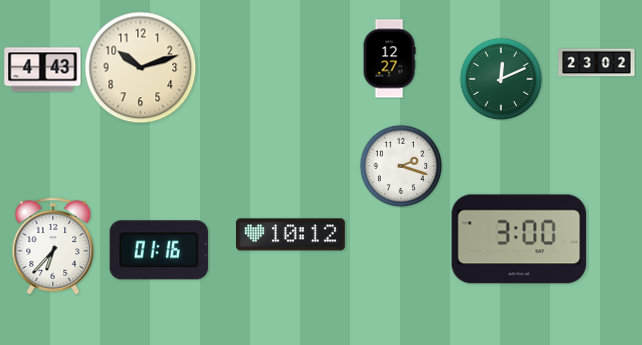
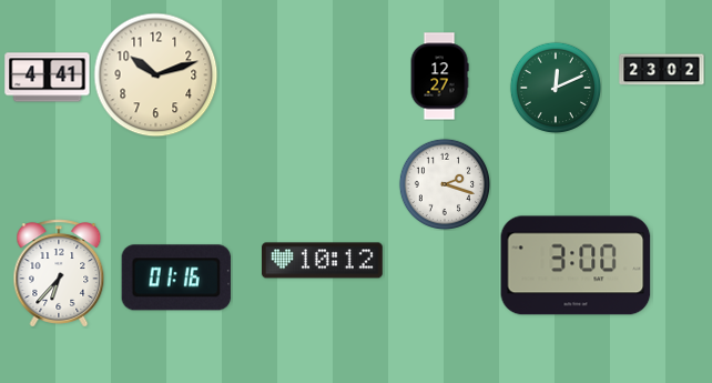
clock at (389, 59) position: (389, 59) -> (439, 77)
clock at (43, 70): 4:43 -> 4:41
